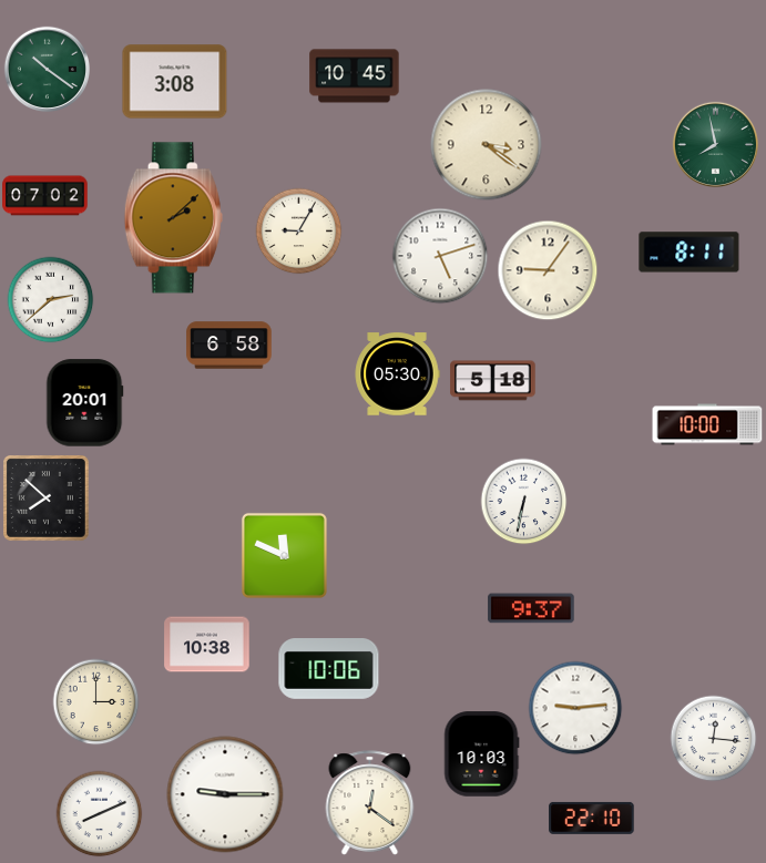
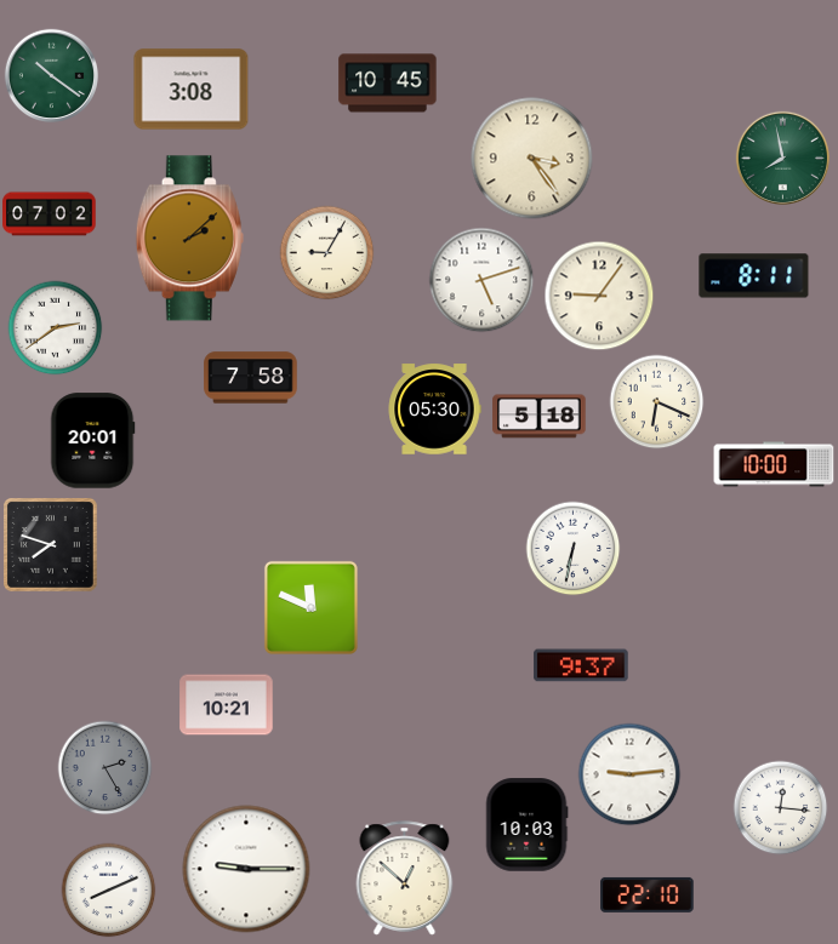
clock at (487, 145): 3:21 -> 3:24
clock at (50, 299): 2:38 -> 2:39
clock at (229, 346): 6:58 -> 7:58
clock at (656, 401): none -> 6:19
clock at (47, 499): 7:52 -> 7:48
clock at (207, 645): 10:38 -> 10:21
clock at (329, 669): 10:06 -> none
clock at (95, 701): 3:00 -> 2:25
clock at (95, 701) dial: cream -> grey
clock at (370, 803): 12:21 -> 12:52
